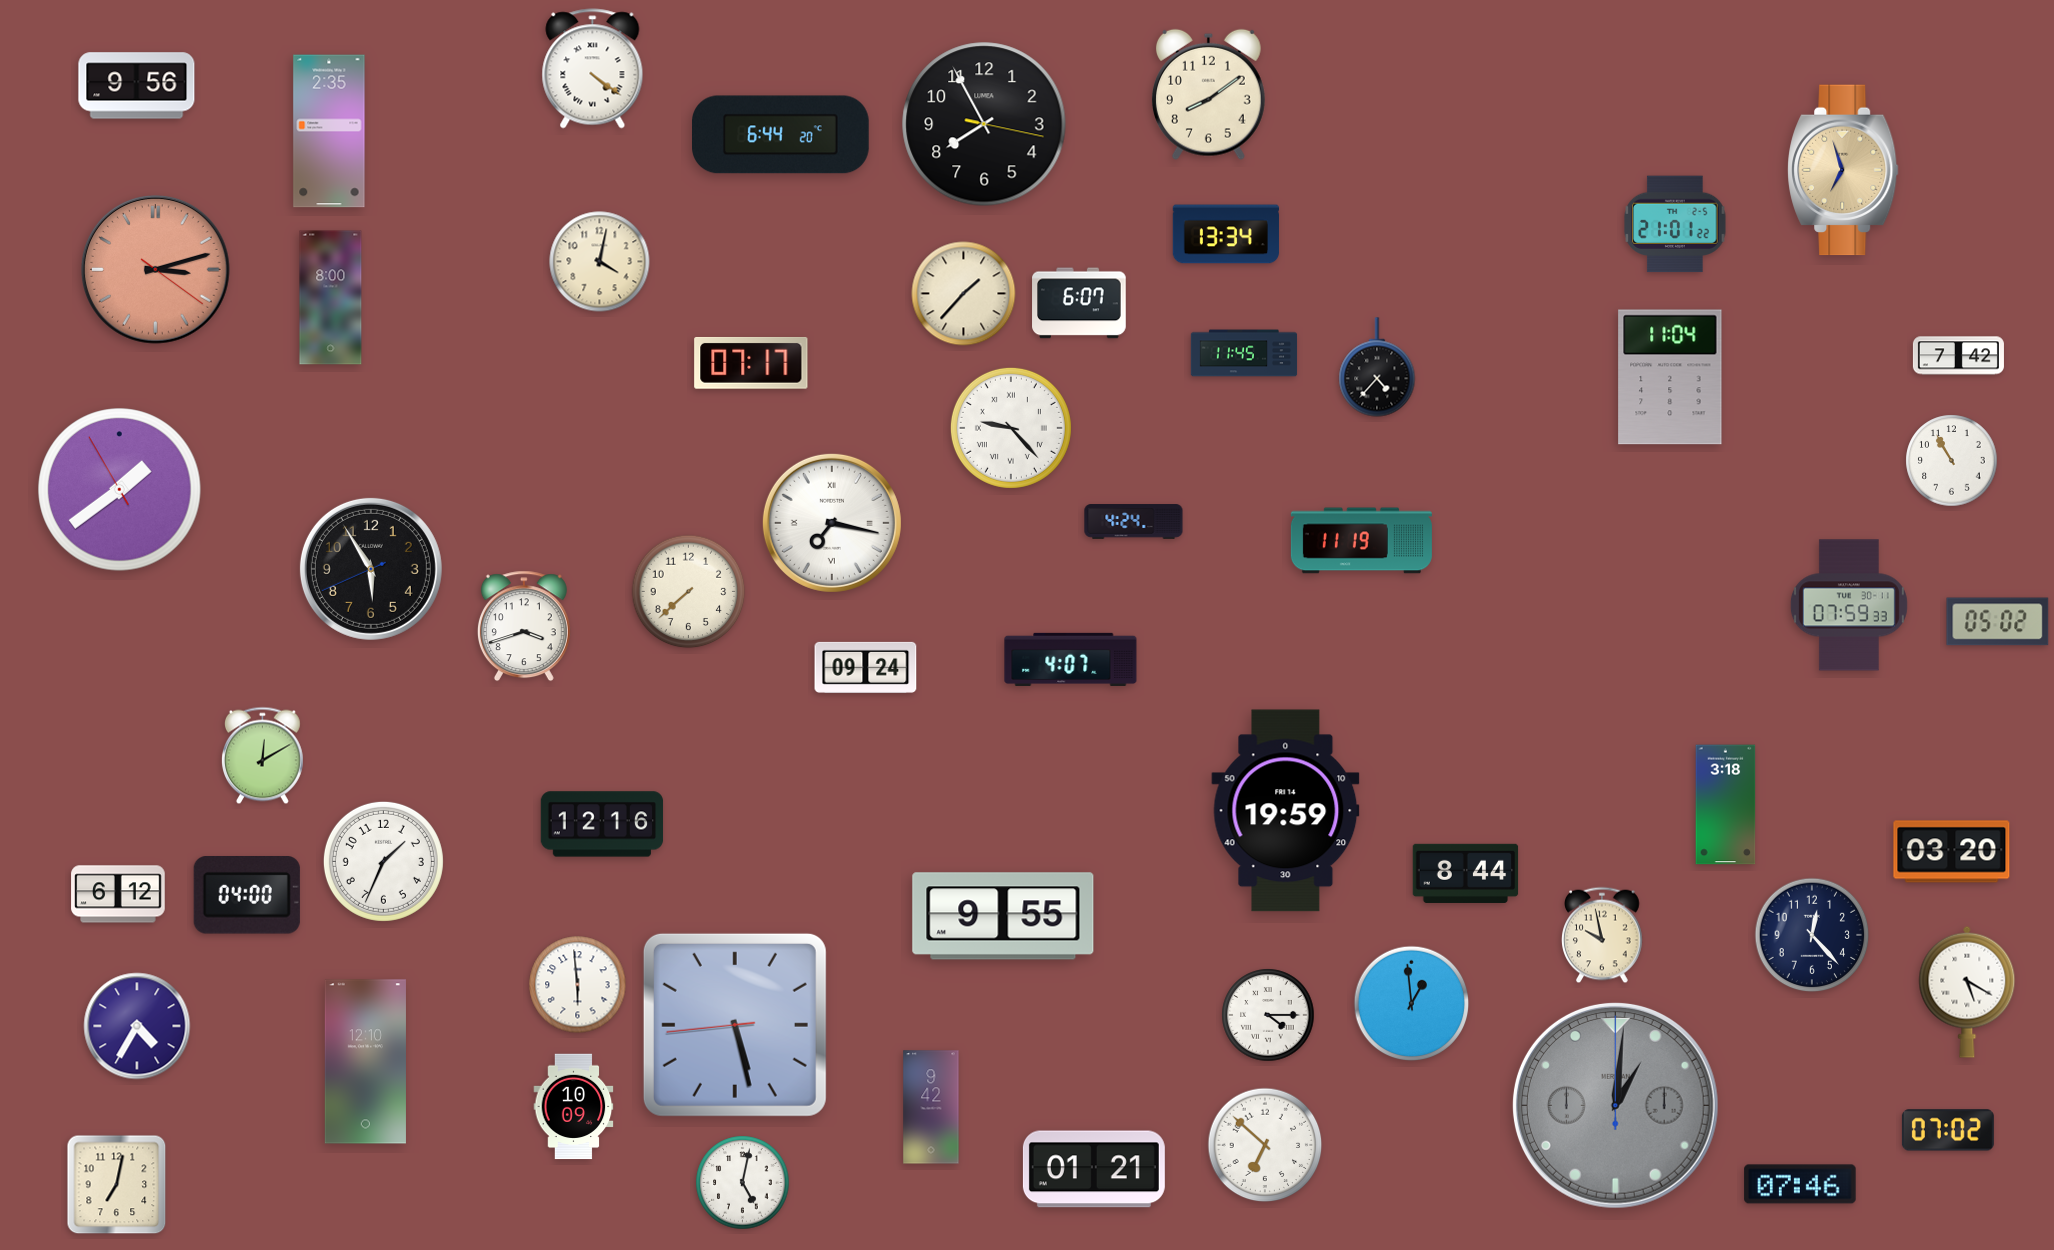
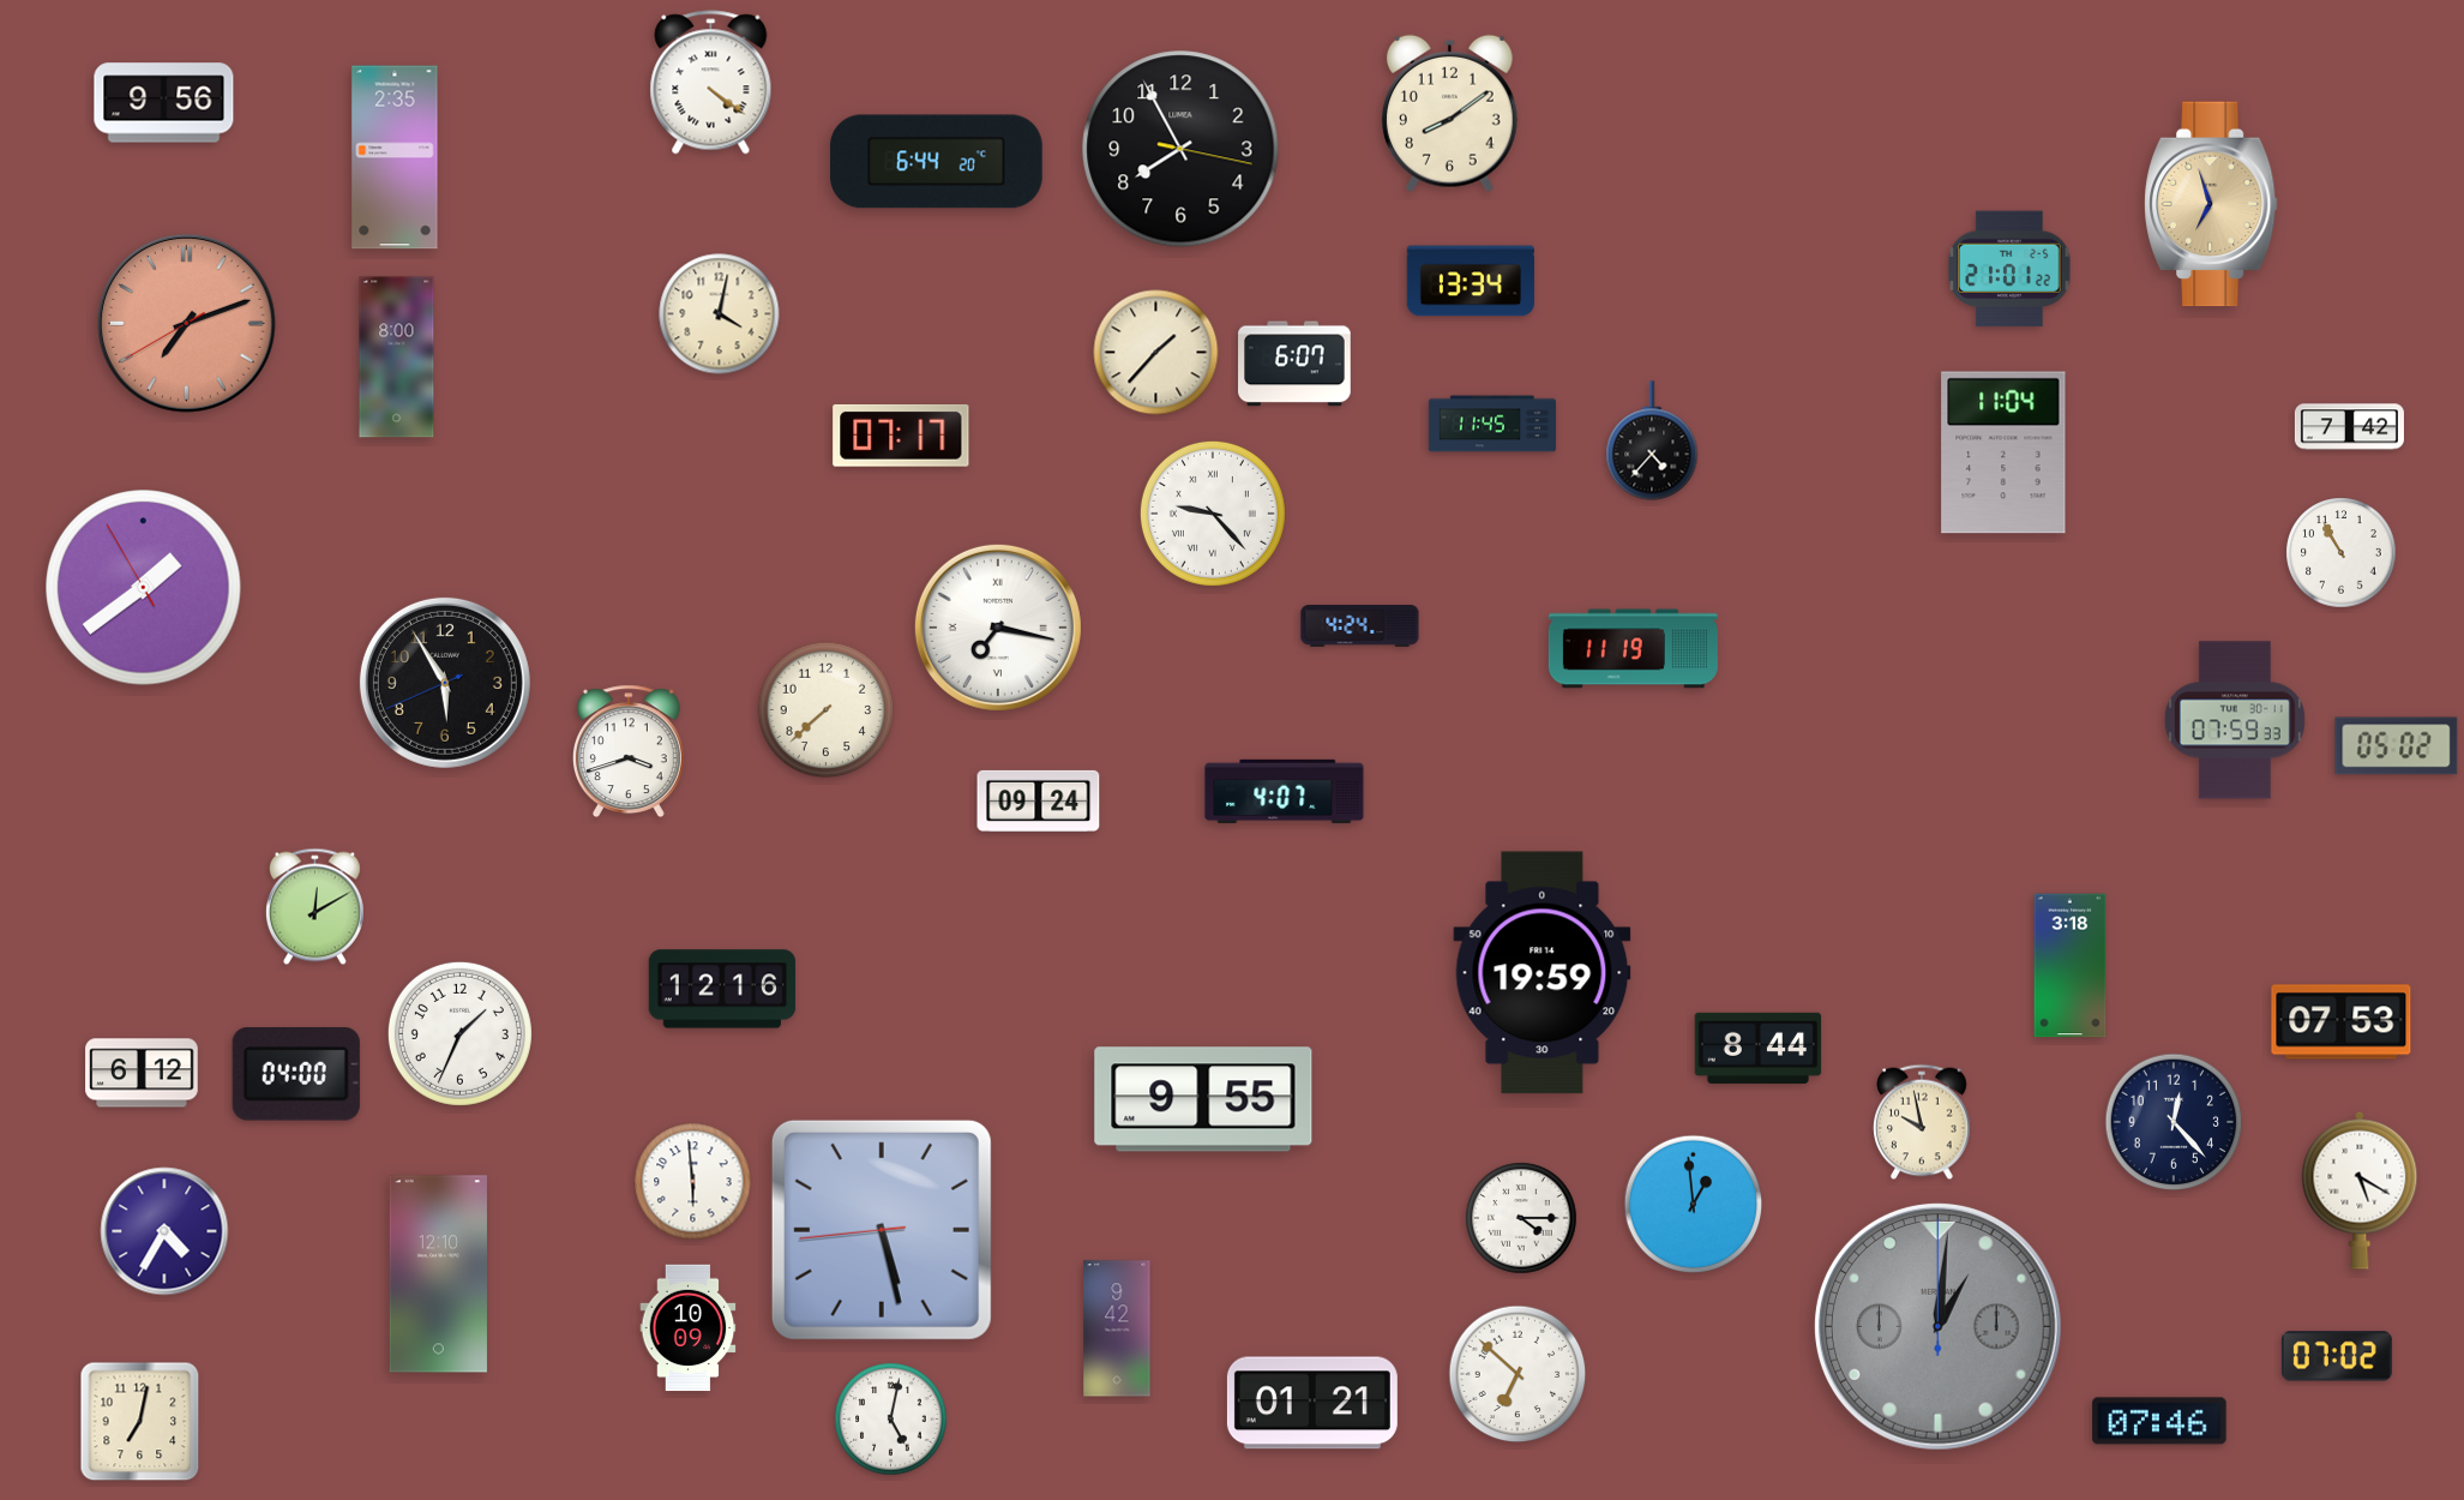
clock at (156, 270): 3:12 -> 7:11
clock at (1849, 605) position: (1849, 605) -> (2235, 720)
clock at (1952, 852): 03:20 -> 07:53
